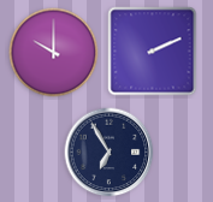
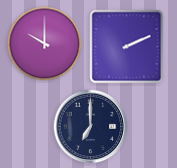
clock at (153, 52) position: (153, 52) -> (127, 47)
clock at (110, 153): 6:55 -> 7:00
